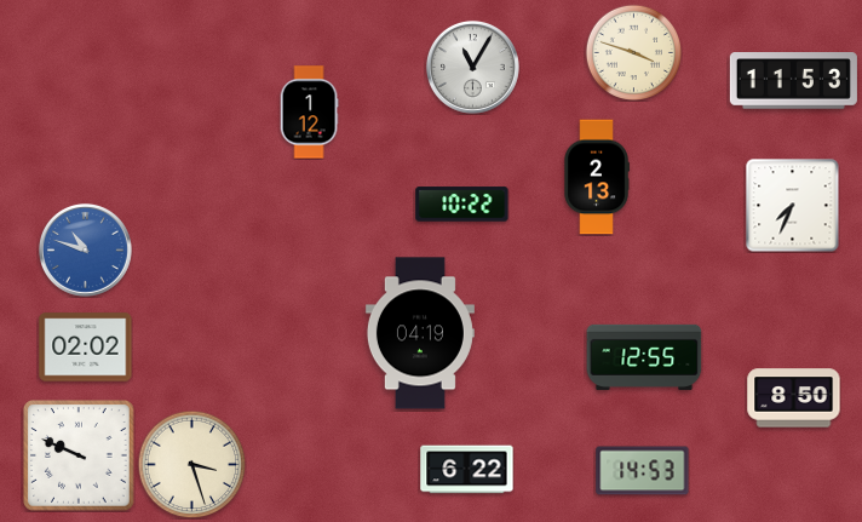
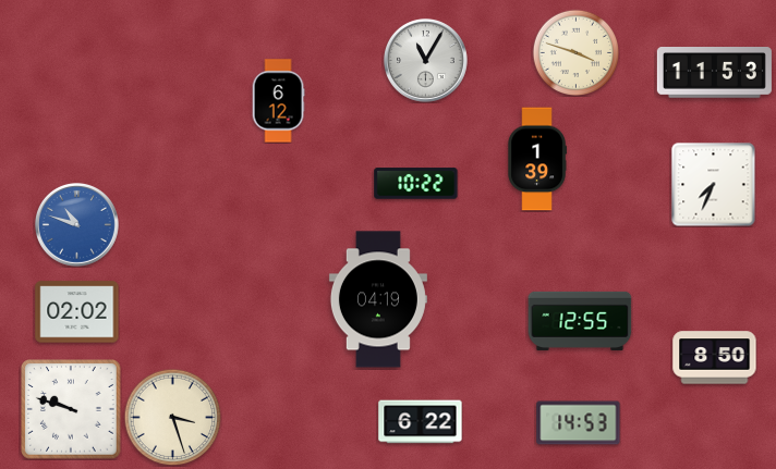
clock at (633, 52) position: (633, 52) -> (575, 52)
clock at (309, 113): 1:12 -> 6:12
clock at (597, 177): 2:13 -> 1:39
clock at (79, 455): 9:49 -> 9:48
